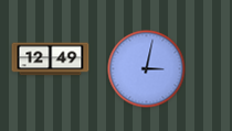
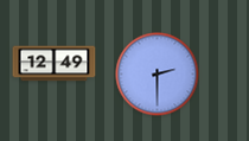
clock at (147, 69): 3:02 -> 2:30
